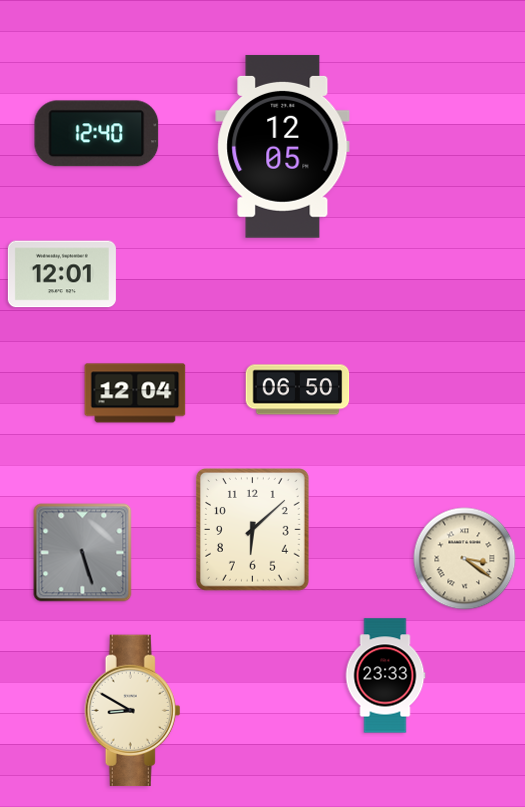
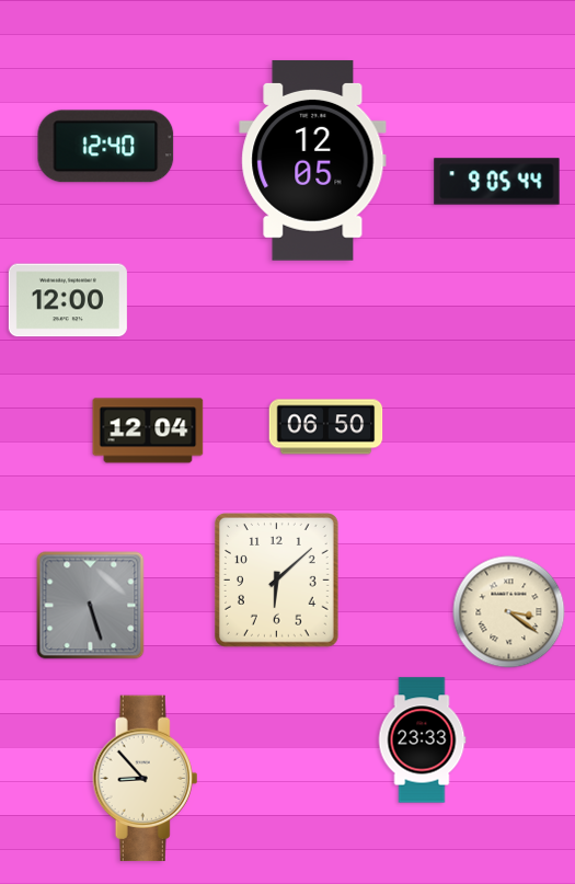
clock at (283, 146) position: (283, 146) -> (313, 160)
clock at (497, 182): none -> 9:05
clock at (62, 274): 12:01 -> 12:00
clock at (133, 711): 8:50 -> 8:53
